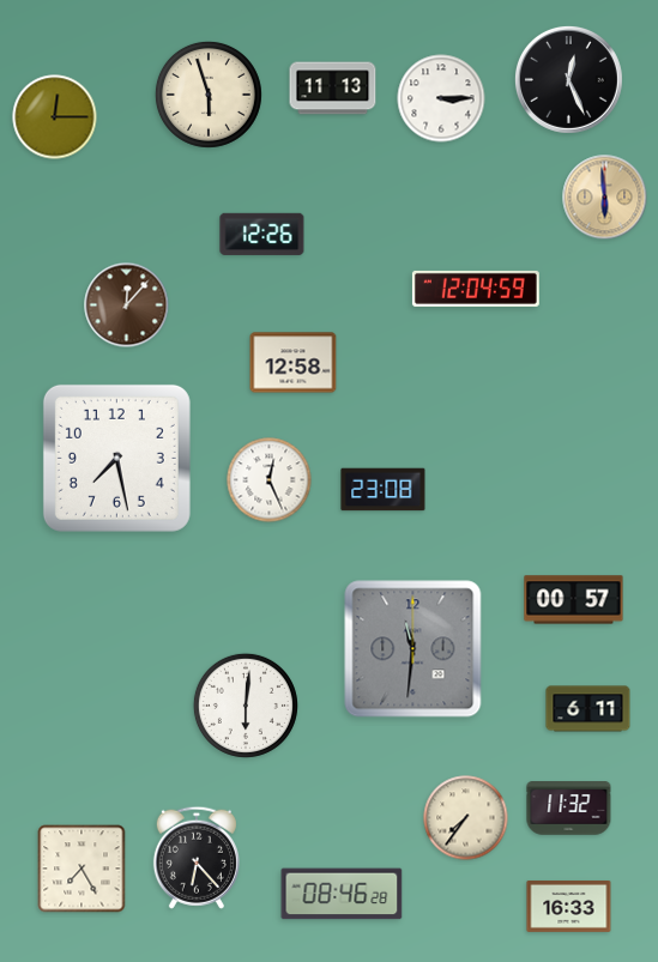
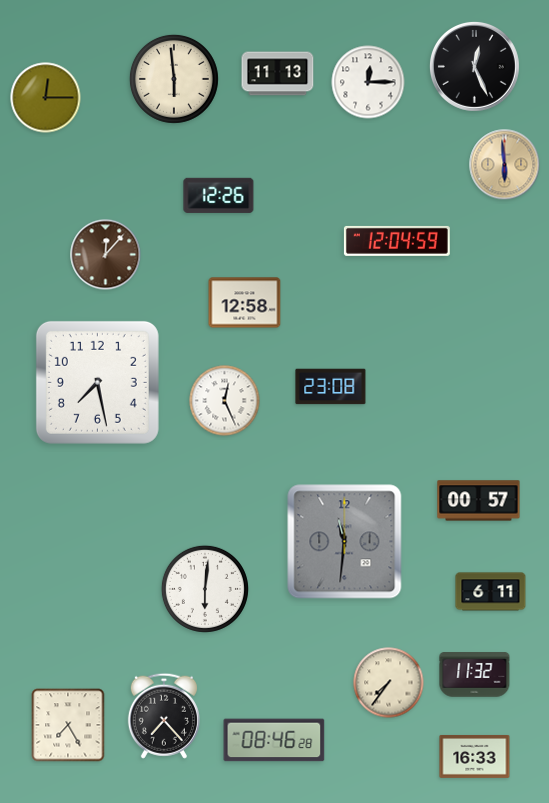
clock at (209, 95): 5:57 -> 5:59
clock at (441, 98): 3:15 -> 12:15
clock at (384, 490) position: (384, 490) -> (331, 387)
clock at (197, 858): 6:23 -> 7:23
clock at (342, 894) position: (342, 894) -> (274, 740)
